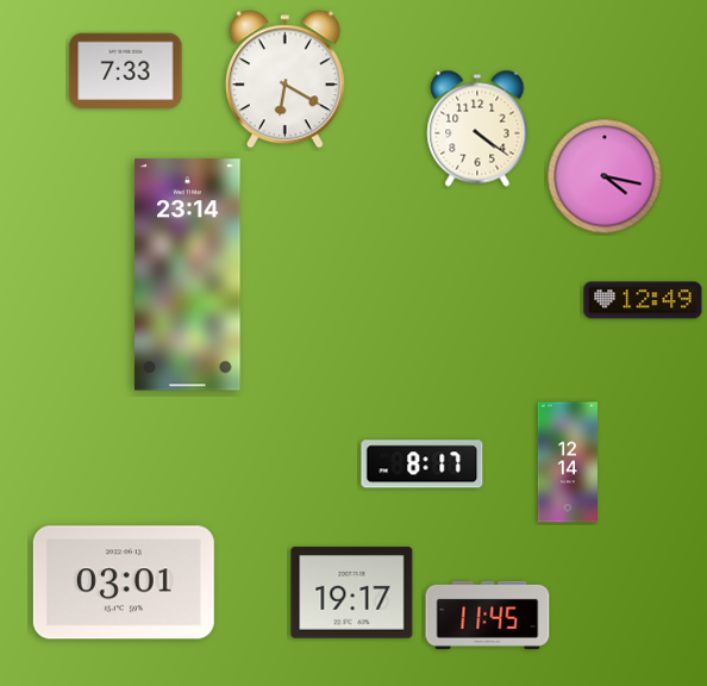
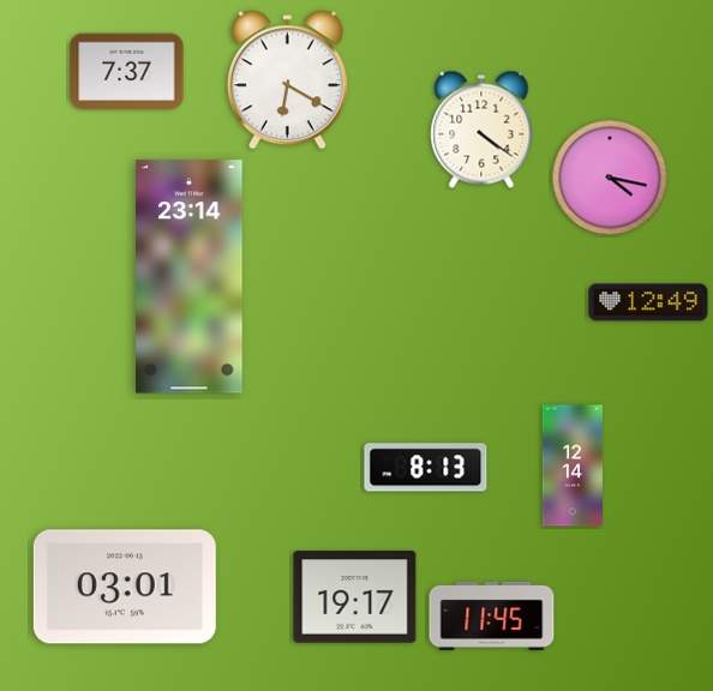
clock at (126, 71): 7:33 -> 7:37
clock at (423, 464): 8:17 -> 8:13
clock at (488, 615) position: (488, 615) -> (492, 615)
